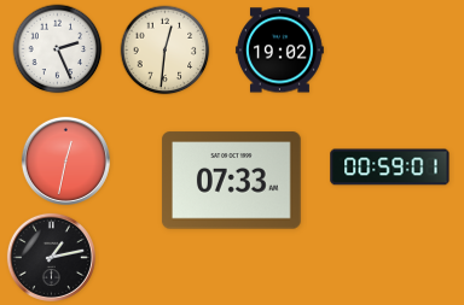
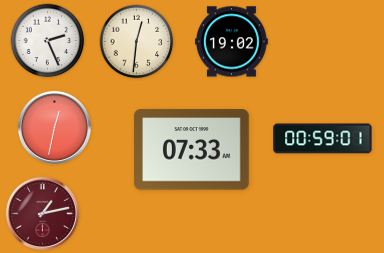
clock at (65, 160) position: (65, 160) -> (54, 127)
clock at (51, 257) dial: black -> burgundy
